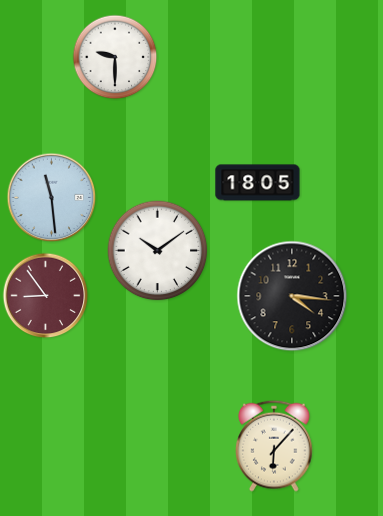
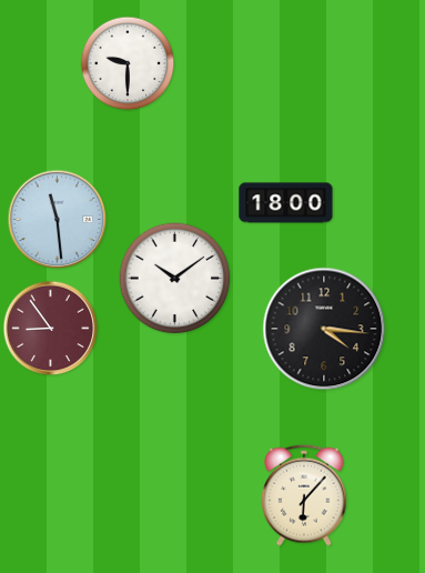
clock at (258, 183): 18:05 -> 18:00
